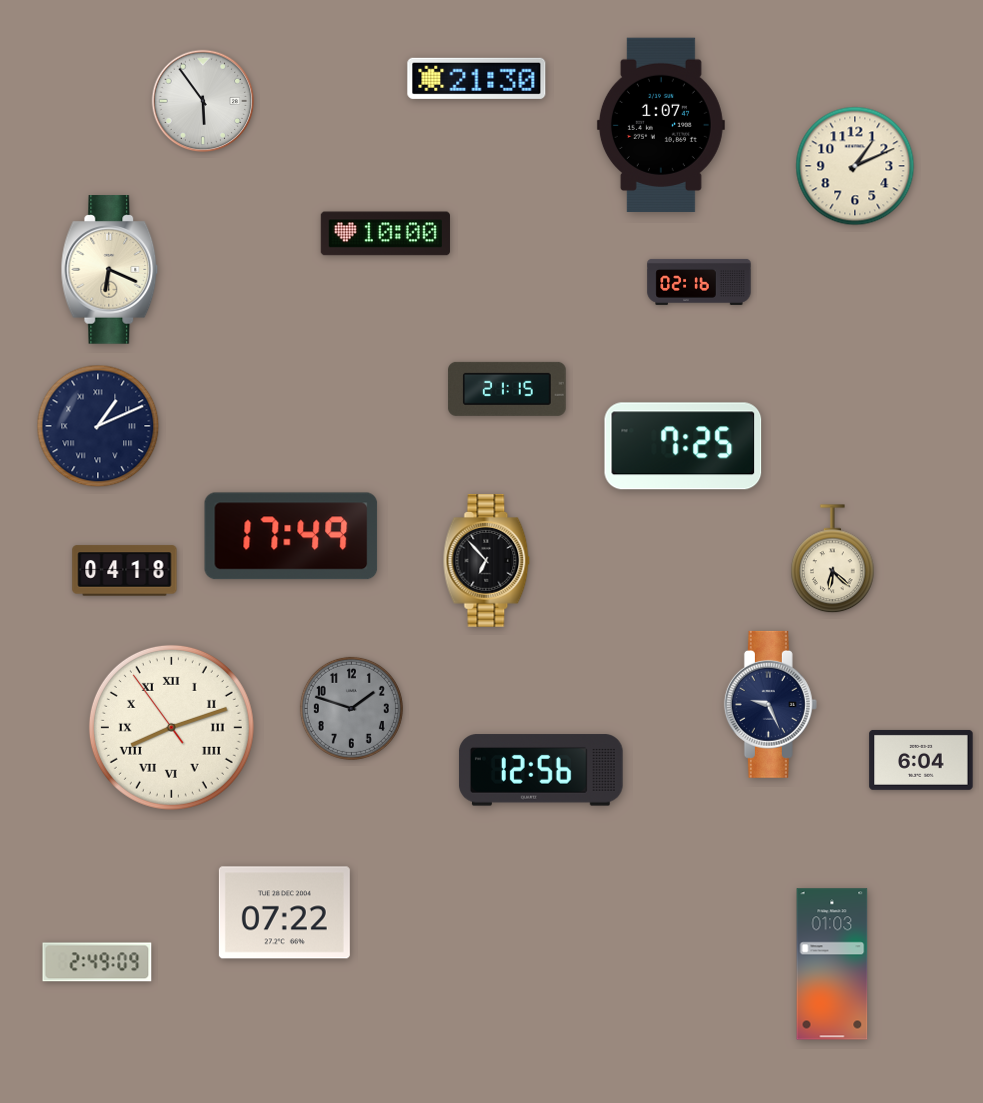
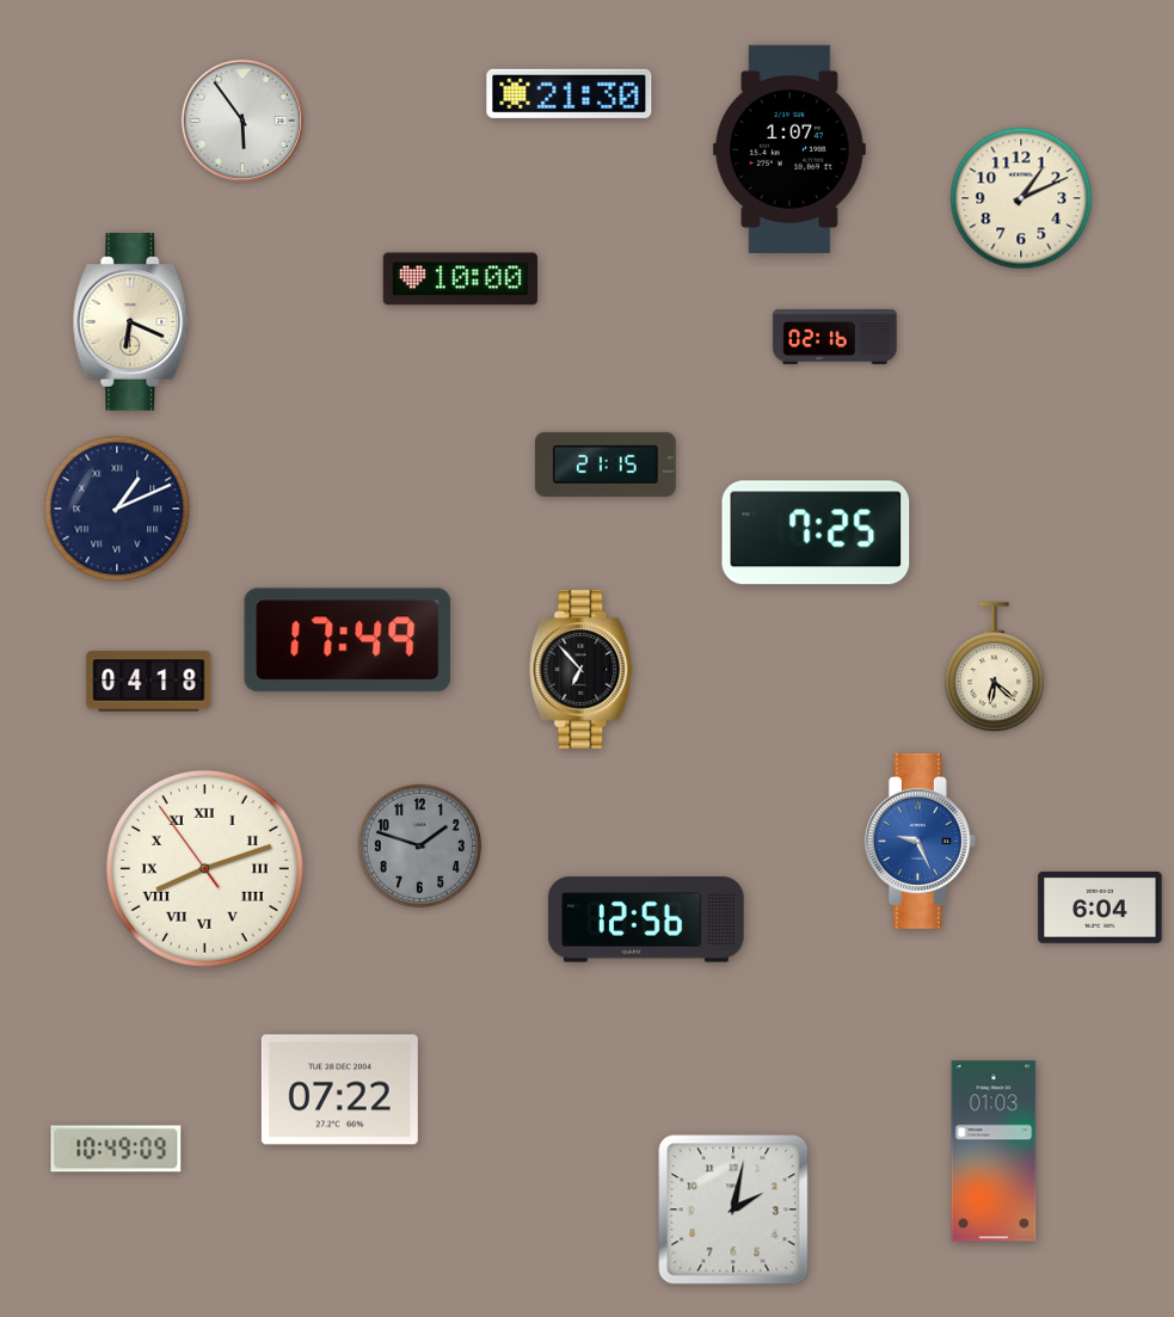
clock at (770, 704) dial: navy -> blue
clock at (97, 962): 2:49 -> 10:49
clock at (733, 1210): none -> 2:02
